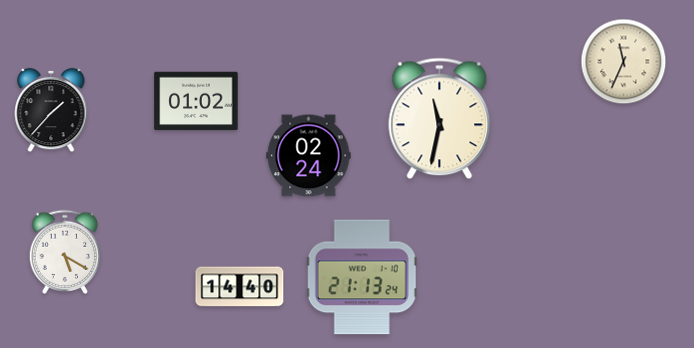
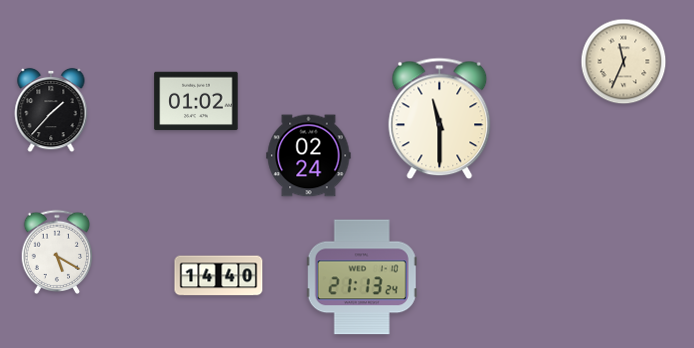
clock at (440, 119): 11:32 -> 11:30
clock at (65, 251) position: (65, 251) -> (57, 251)
clock at (240, 287) position: (240, 287) -> (219, 276)
